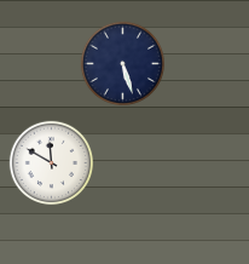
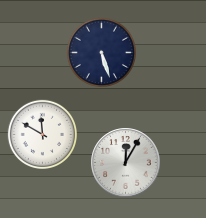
clock at (126, 163): none -> 12:05
